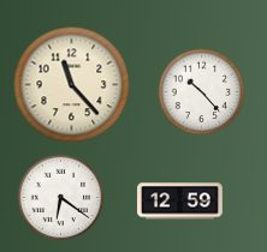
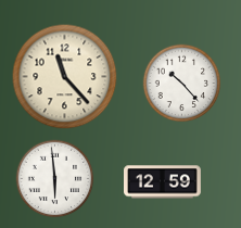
clock at (61, 198): 6:21 -> 5:59
